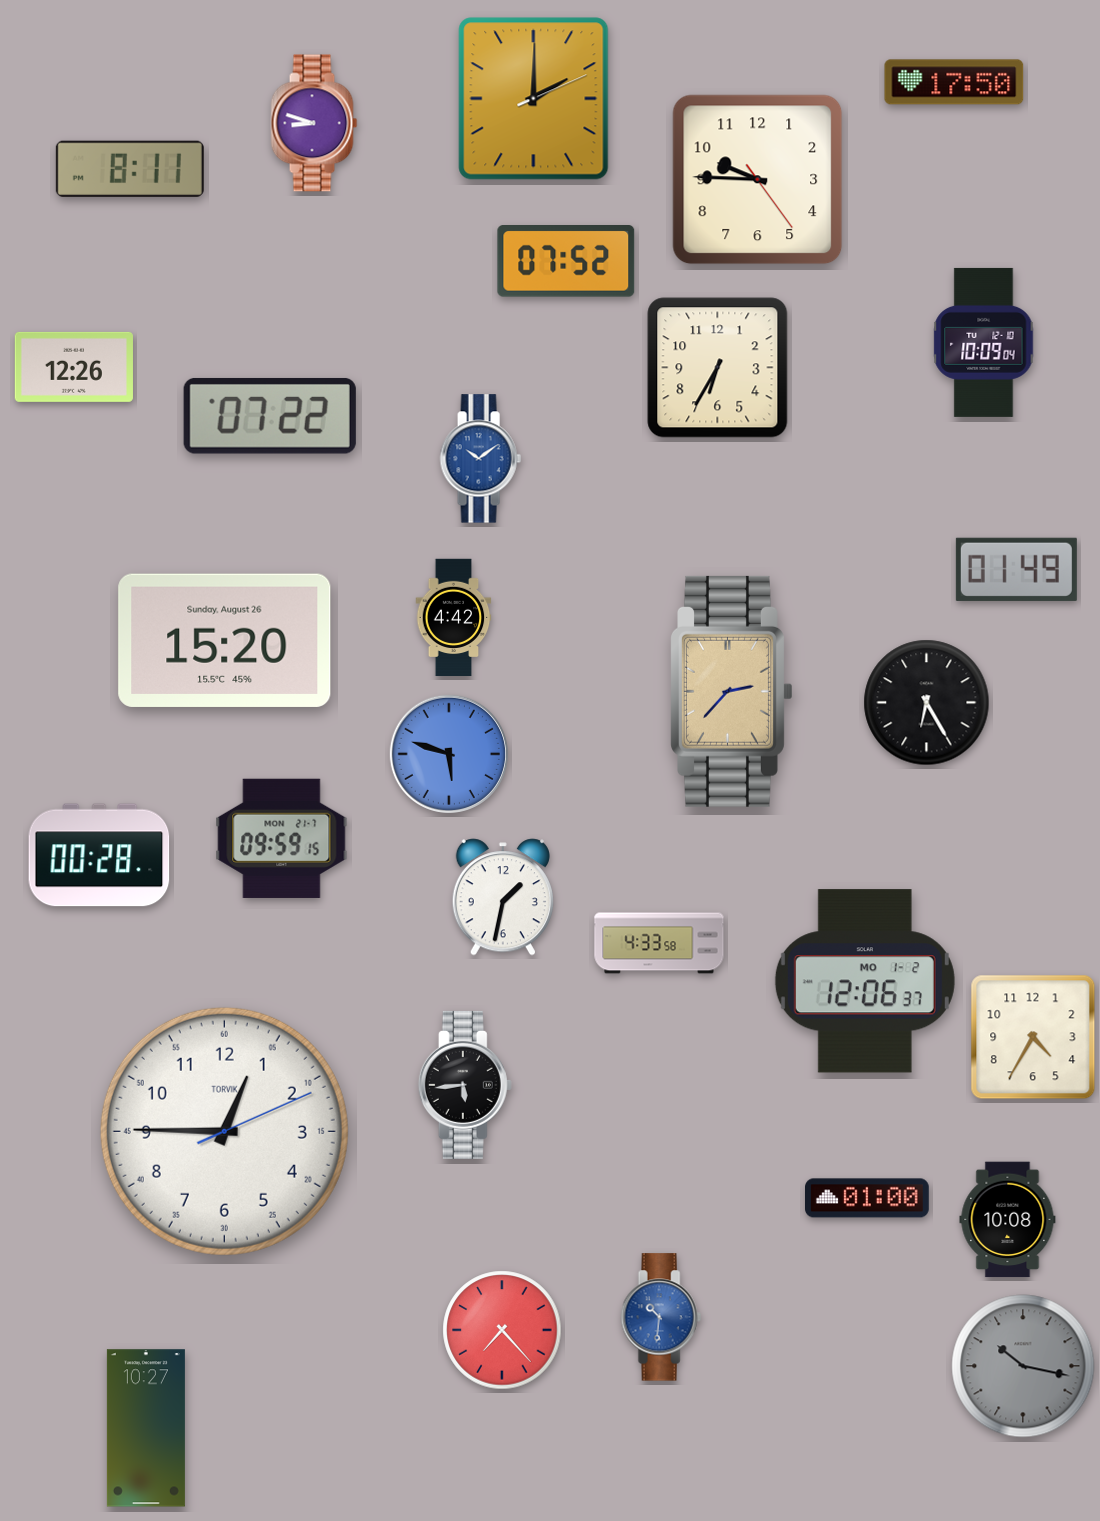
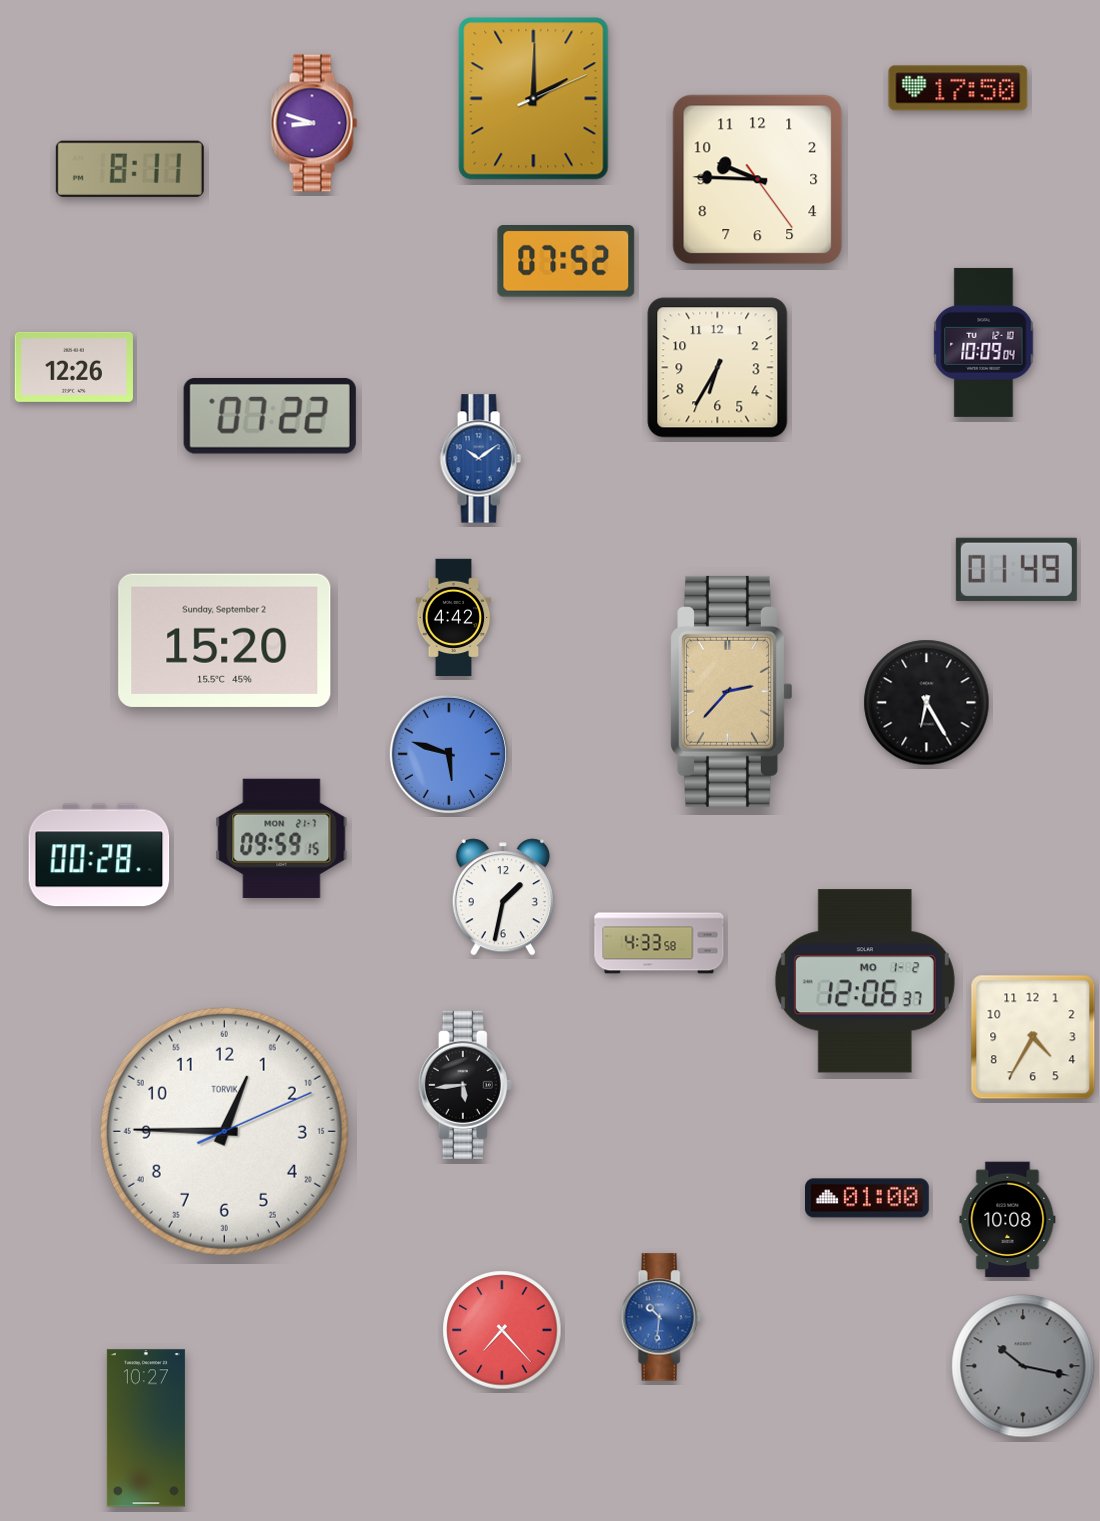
clock at (954, 82) position: (954, 82) -> (958, 88)
clock at (225, 640) date: Sunday, August 26 -> Sunday, September 2
